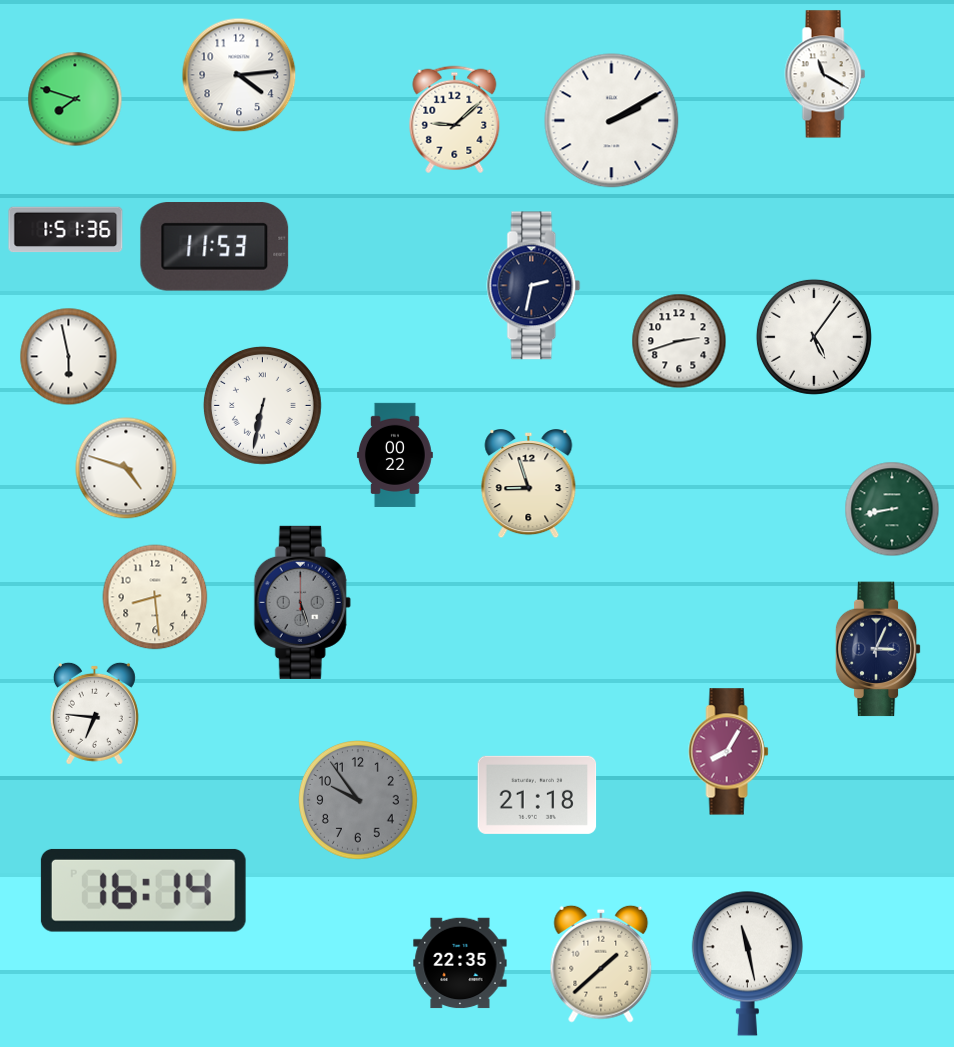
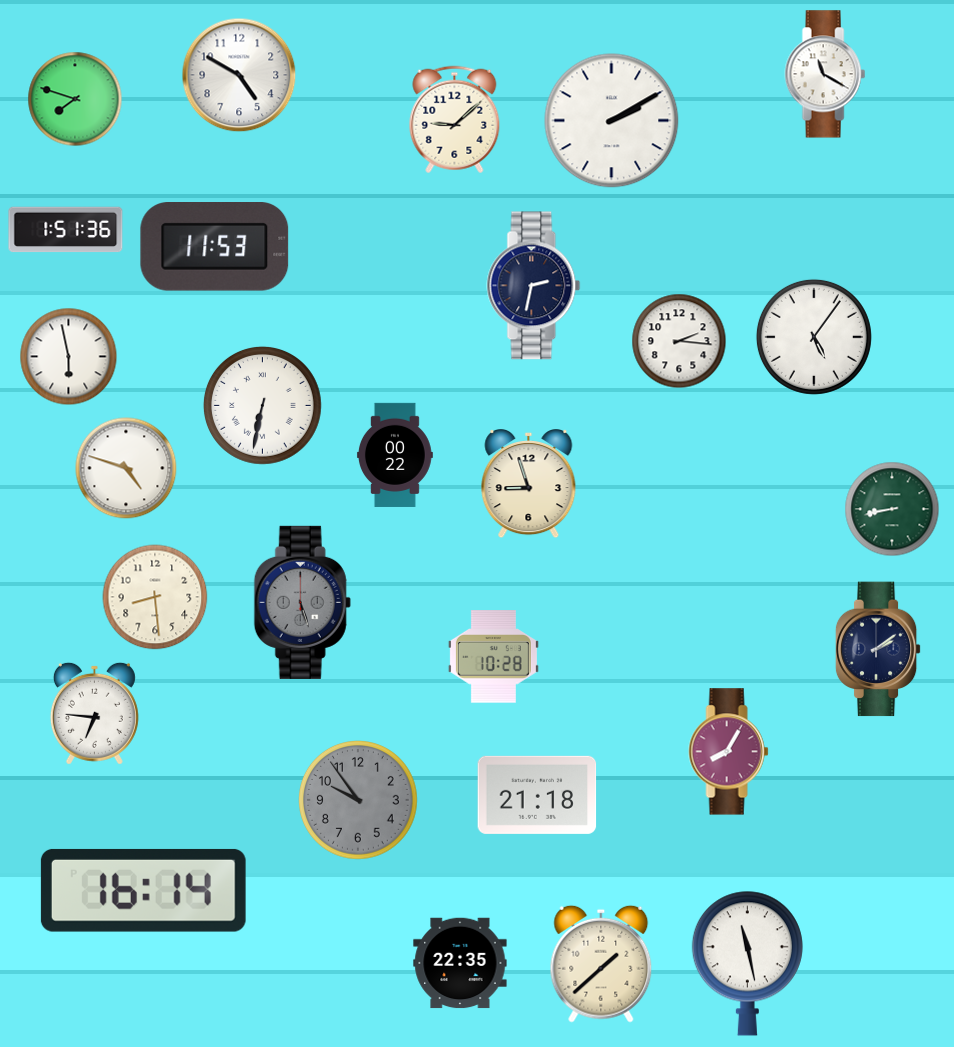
clock at (239, 75): 4:14 -> 4:50
clock at (679, 341): 2:42 -> 2:16
clock at (878, 649): 3:04 -> 2:09
clock at (493, 657): none -> 10:28
